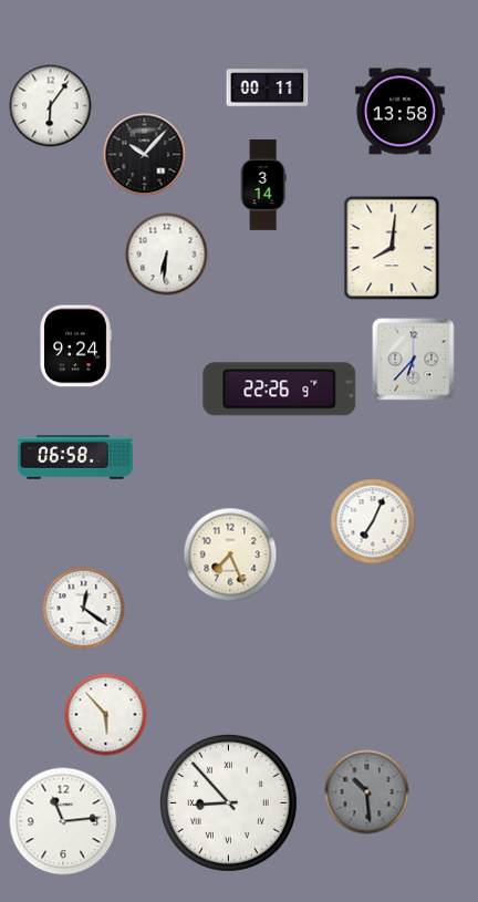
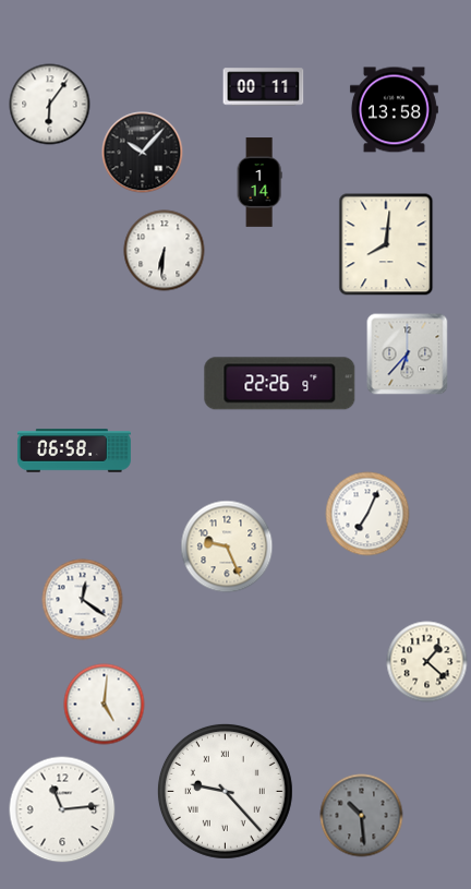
clock at (263, 185): 3:14 -> 1:14
clock at (75, 346): 9:24 -> none
clock at (280, 390) position: (280, 390) -> (280, 384)
clock at (230, 554): 7:26 -> 9:26
clock at (427, 662): none -> 1:22
clock at (106, 715): 5:53 -> 5:01
clock at (367, 792) position: (367, 792) -> (362, 816)
clock at (228, 802): 8:53 -> 9:23
